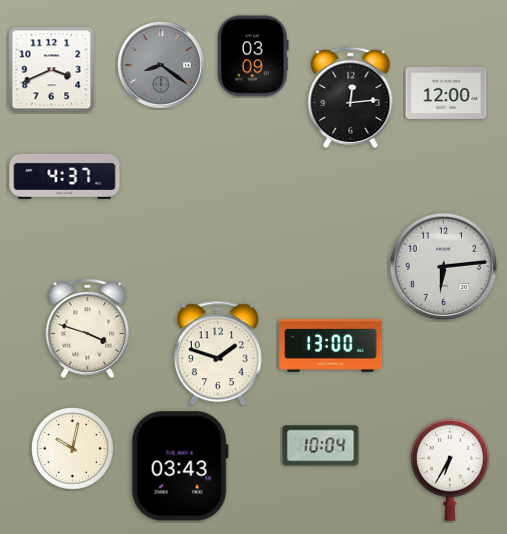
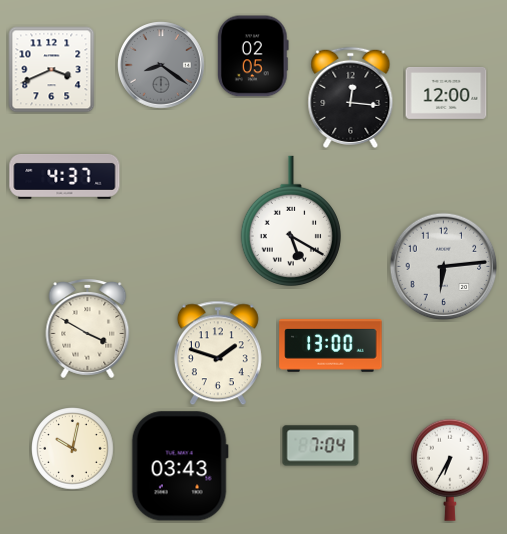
clock at (254, 56): 03:09 -> 02:05
clock at (351, 97): 12:14 -> 12:16
clock at (291, 220): none -> 5:20
clock at (88, 329): 3:48 -> 3:50
clock at (321, 446): 10:04 -> 7:04
